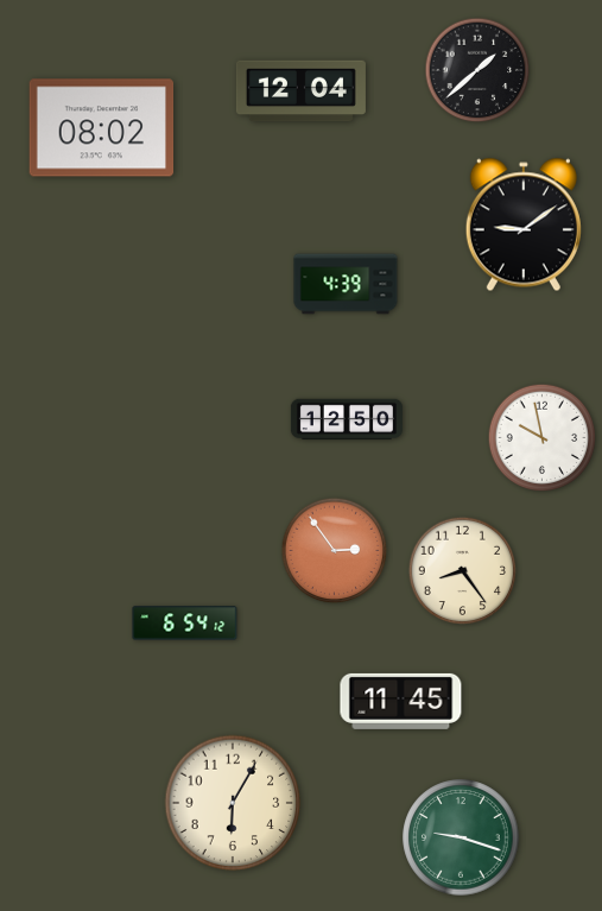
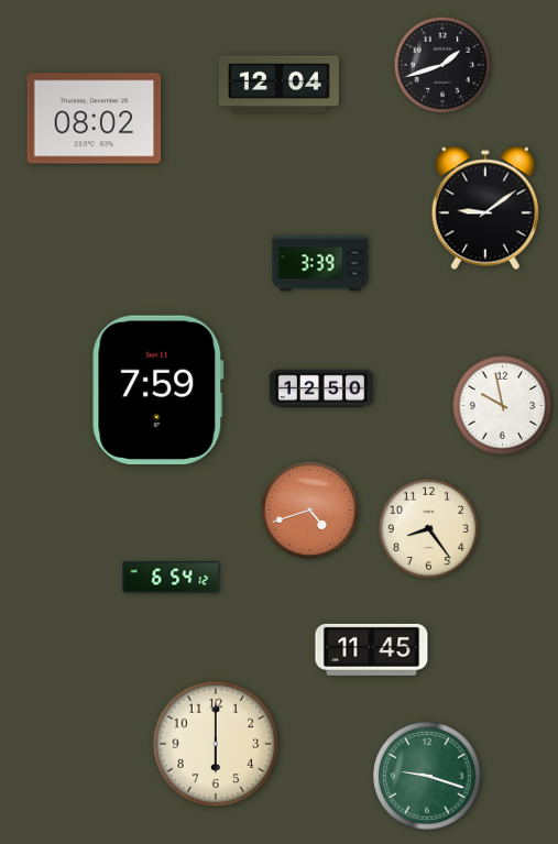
clock at (477, 70): 1:38 -> 1:42
clock at (346, 284): 4:39 -> 3:39
clock at (158, 390): none -> 7:59
clock at (335, 551): 2:54 -> 4:42
clock at (233, 803): 6:05 -> 6:00
